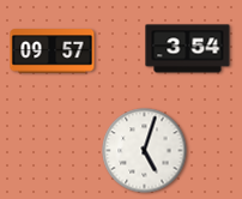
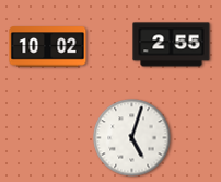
clock at (188, 49): 3:54 -> 2:55
clock at (53, 52): 09:57 -> 10:02
